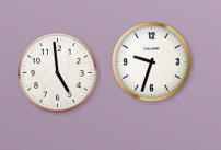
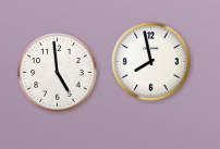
clock at (152, 62): 9:33 -> 7:58
